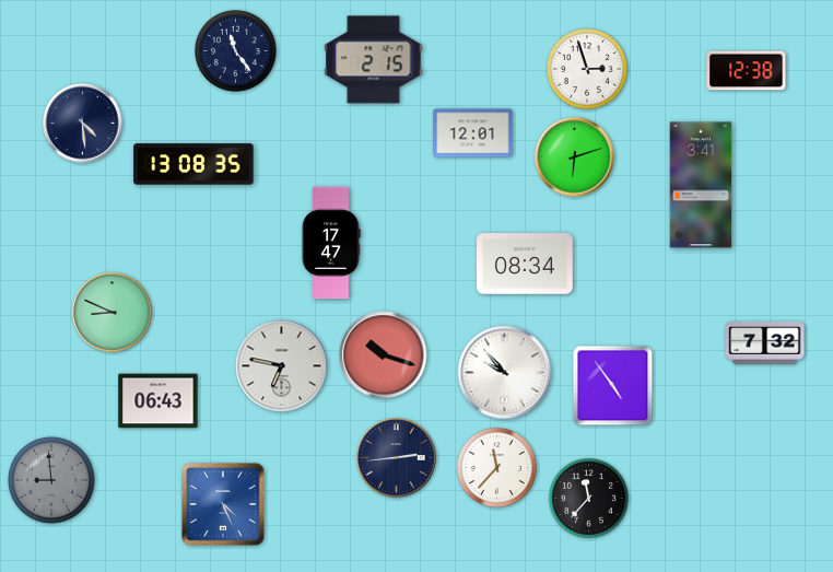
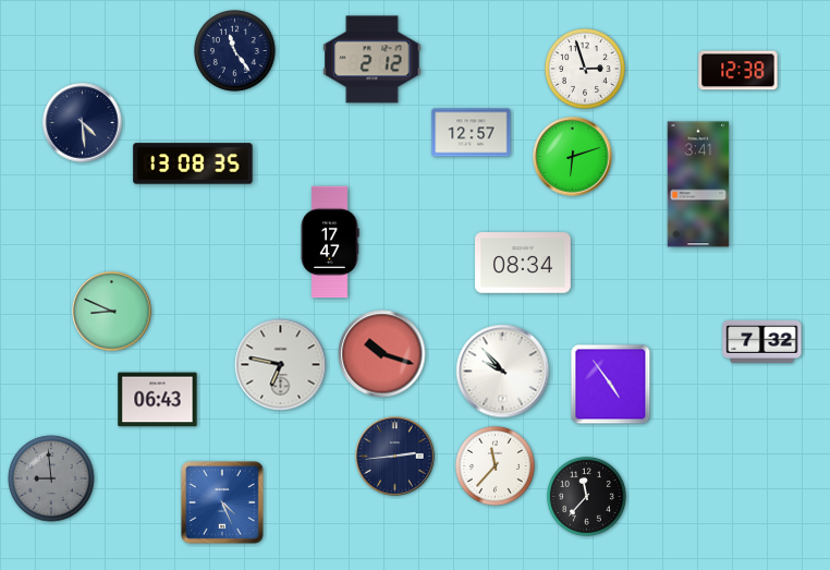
clock at (374, 60): 2:15 -> 2:12
clock at (747, 71) position: (747, 71) -> (739, 71)
clock at (473, 133): 12:01 -> 12:57
